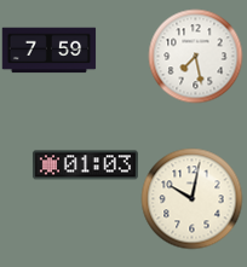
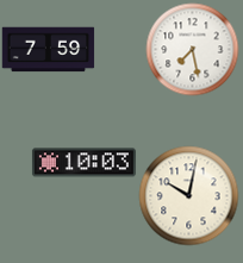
clock at (195, 56) position: (195, 56) -> (192, 49)
clock at (85, 166): 01:03 -> 10:03
